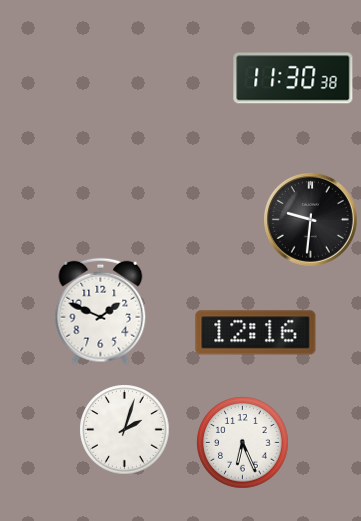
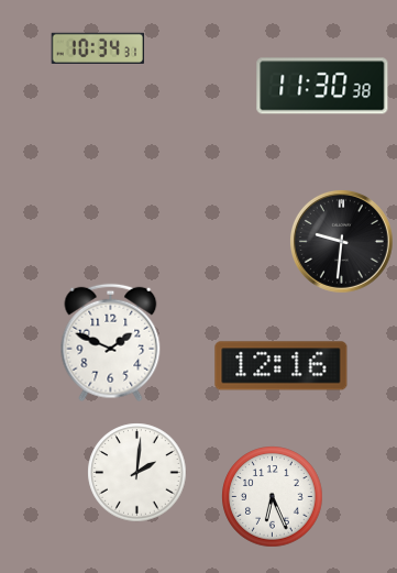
clock at (97, 48): none -> 10:34
clock at (124, 429): 2:03 -> 2:01
clock at (242, 442) position: (242, 442) -> (272, 496)
